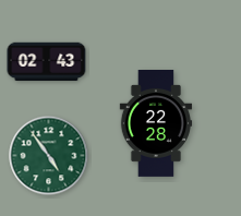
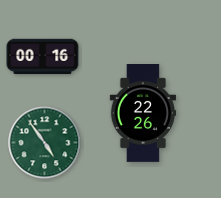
clock at (47, 62): 02:43 -> 00:16
clock at (156, 124): 22:28 -> 22:26
